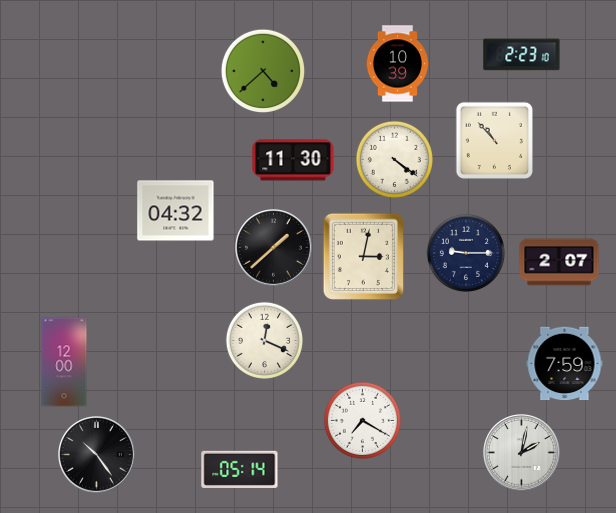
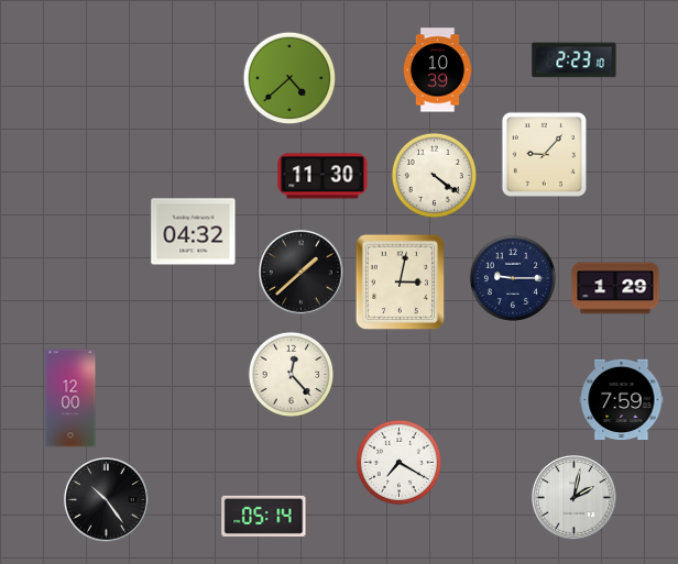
clock at (494, 140): 10:53 -> 9:07
clock at (559, 262): 2:07 -> 1:29
clock at (264, 340): 12:19 -> 12:23
